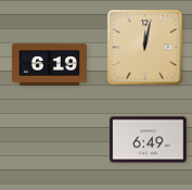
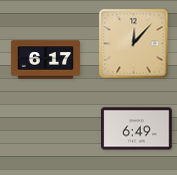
clock at (145, 48): 12:02 -> 12:07
clock at (49, 65): 6:19 -> 6:17
